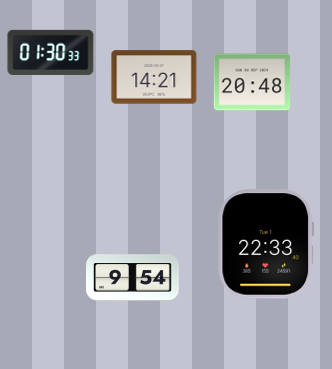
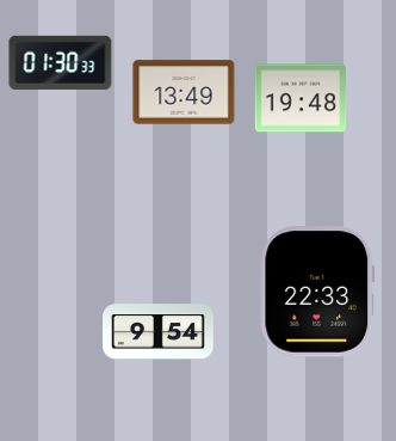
clock at (154, 77): 14:21 -> 13:49
clock at (252, 82): 20:48 -> 19:48
